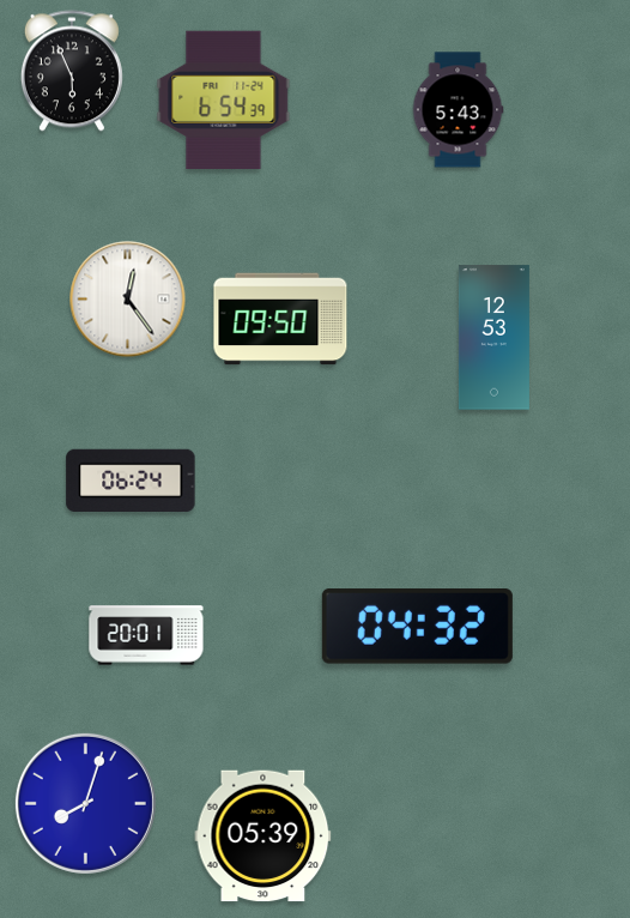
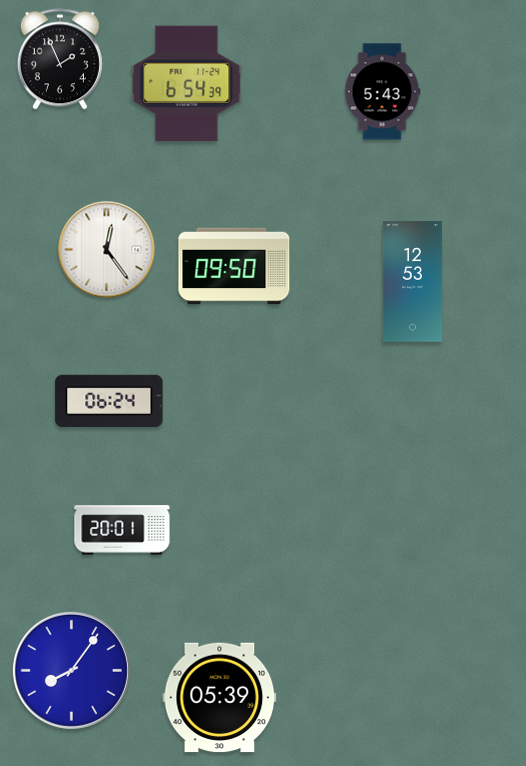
clock at (72, 71): 5:56 -> 1:56
clock at (417, 627): 04:32 -> none
clock at (85, 803): 8:03 -> 8:06
